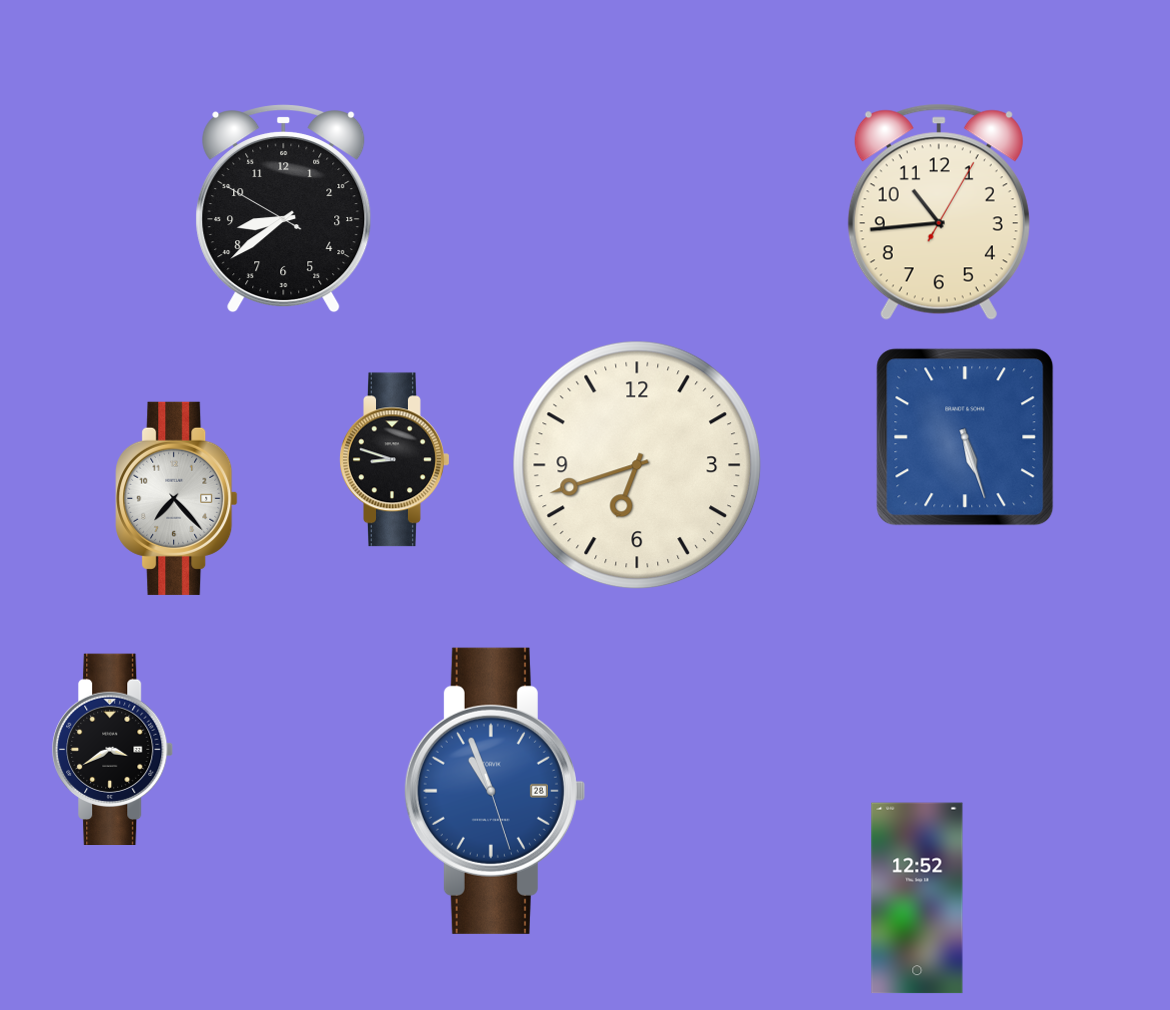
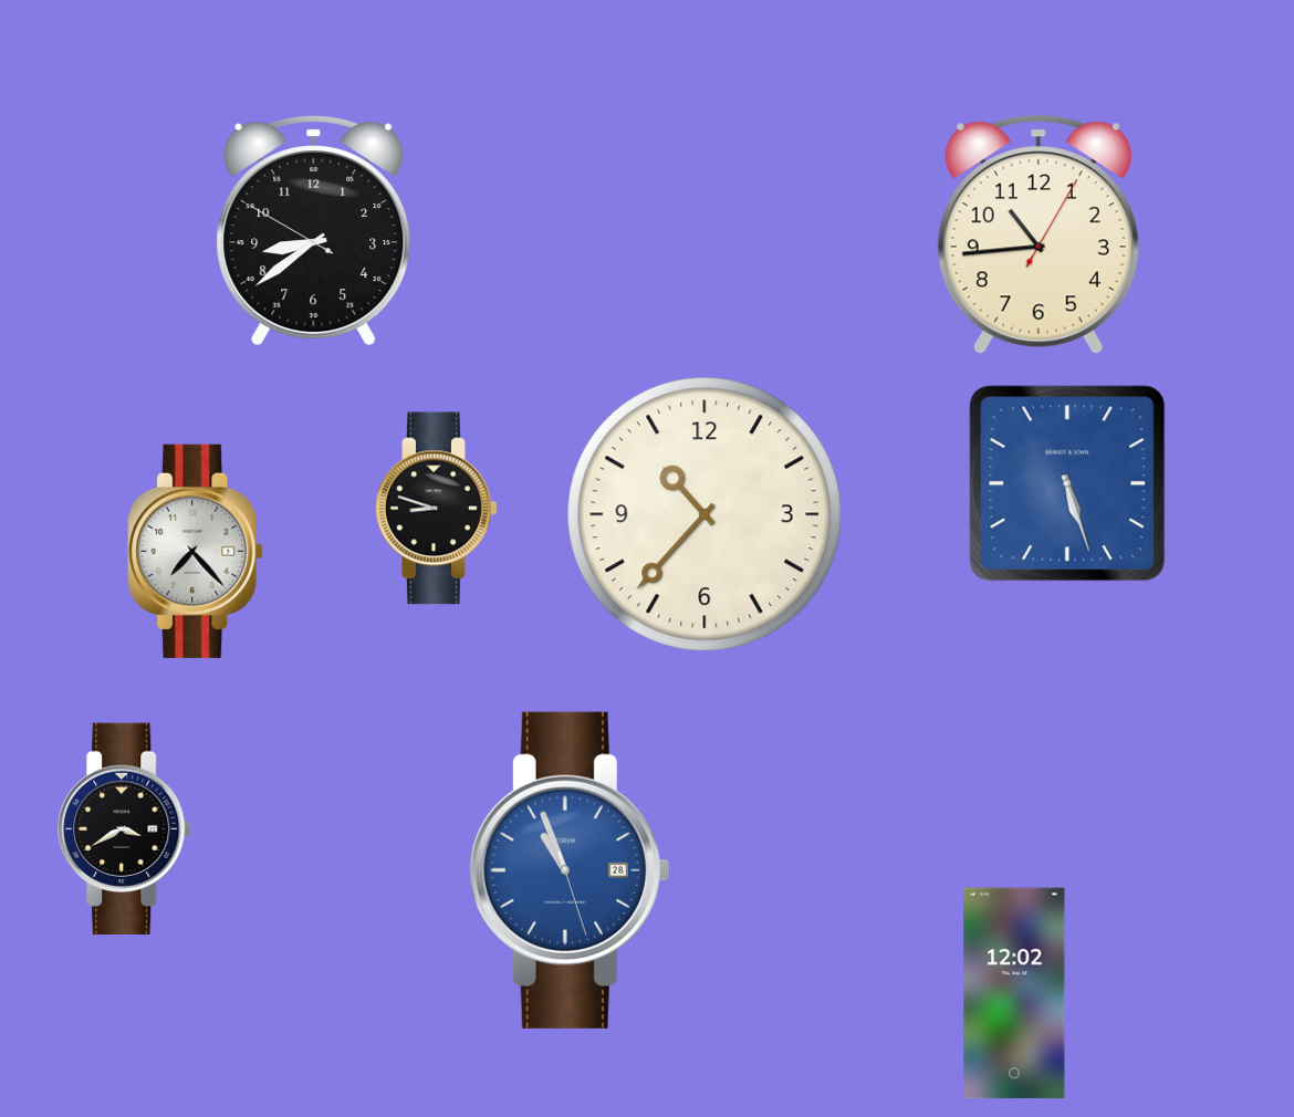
clock at (637, 465): 6:42 -> 10:37
clock at (494, 791) position: (494, 791) -> (568, 870)
clock at (917, 898): 12:52 -> 12:02
